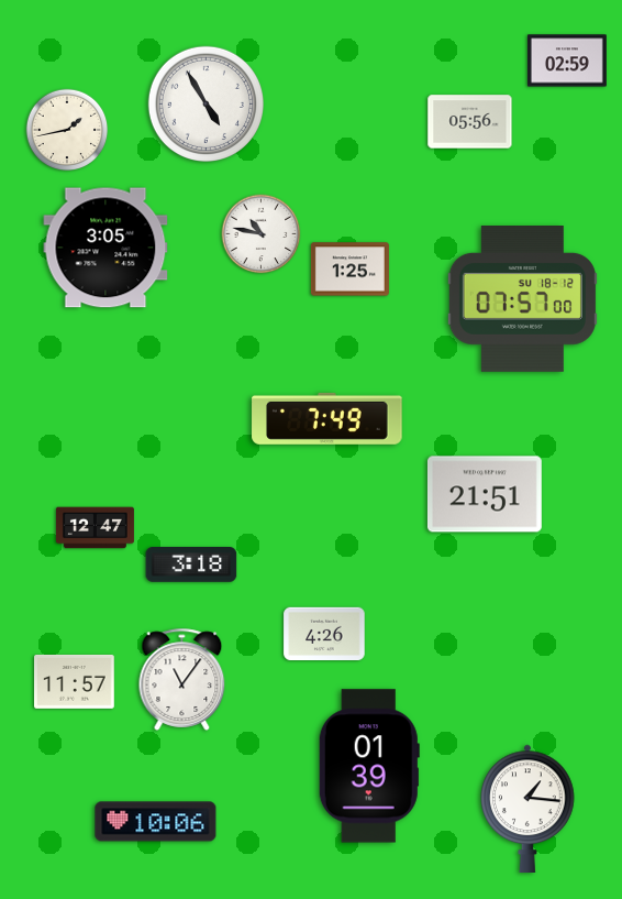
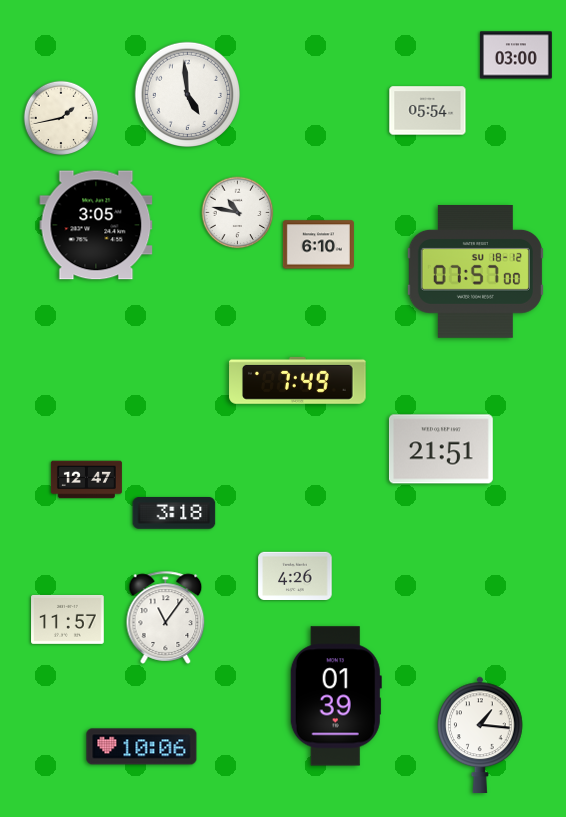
clock at (567, 61): 02:59 -> 03:00
clock at (206, 103): 4:55 -> 4:59
clock at (470, 122): 05:56 -> 05:54
clock at (349, 270): 1:25 -> 6:10
